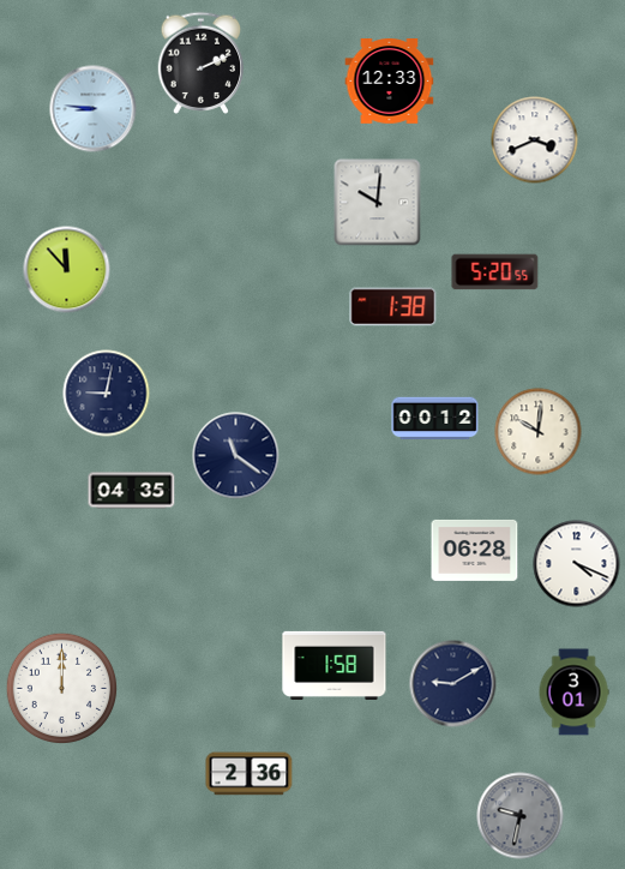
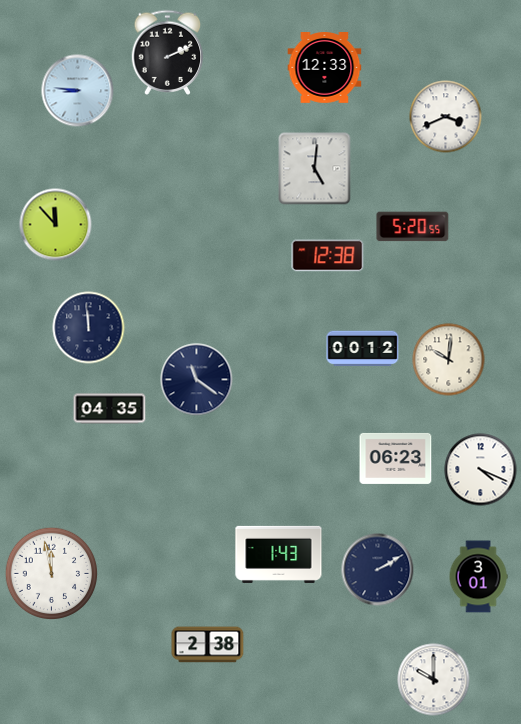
clock at (378, 203): 10:01 -> 5:01
clock at (393, 307): 1:38 -> 12:38
clock at (107, 394): 9:02 -> 11:59
clock at (475, 550): 06:28 -> 06:23
clock at (335, 665): 1:58 -> 1:43
clock at (453, 684): 9:10 -> 2:10
clock at (62, 689): 12:00 -> 11:58
clock at (250, 774): 2:36 -> 2:38
clock at (521, 816): 9:32 -> 10:00
clock at (521, 816) dial: grey -> white
